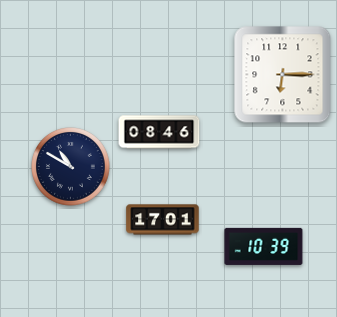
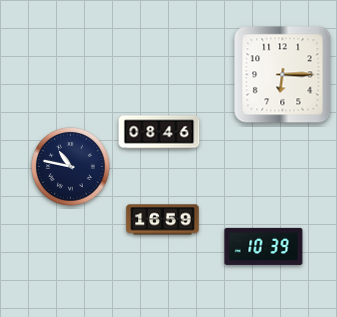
clock at (71, 167): 10:50 -> 10:47
clock at (163, 220): 17:01 -> 16:59
